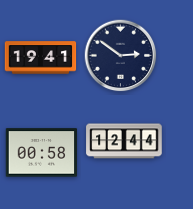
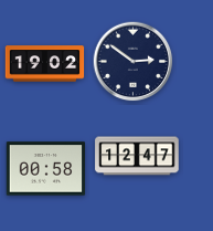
clock at (41, 58): 19:41 -> 19:02
clock at (124, 141): 12:44 -> 12:47
